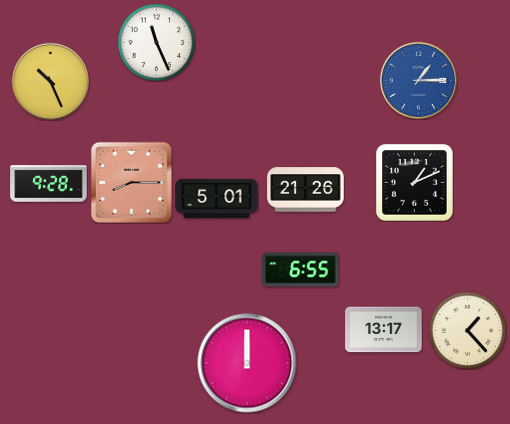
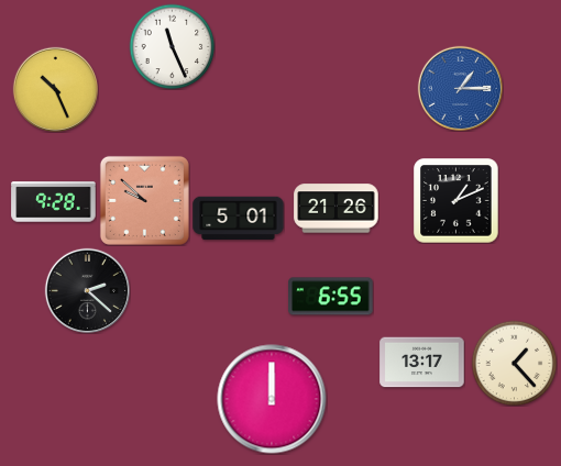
clock at (131, 182): 8:15 -> 9:52
clock at (87, 290): none -> 2:22
